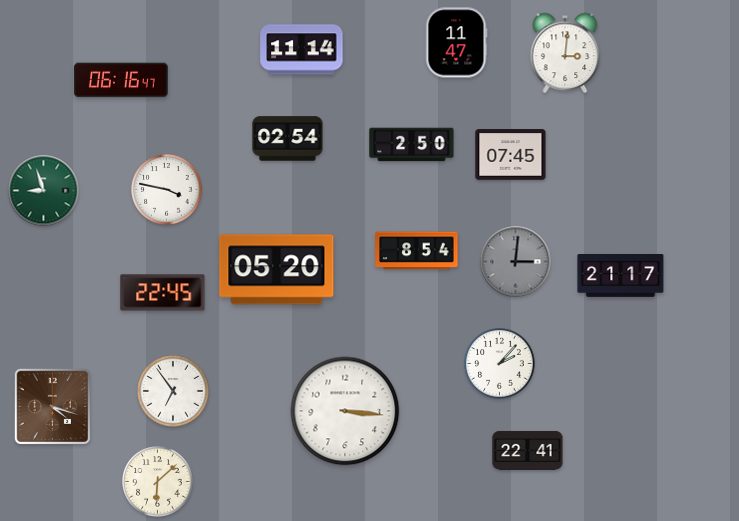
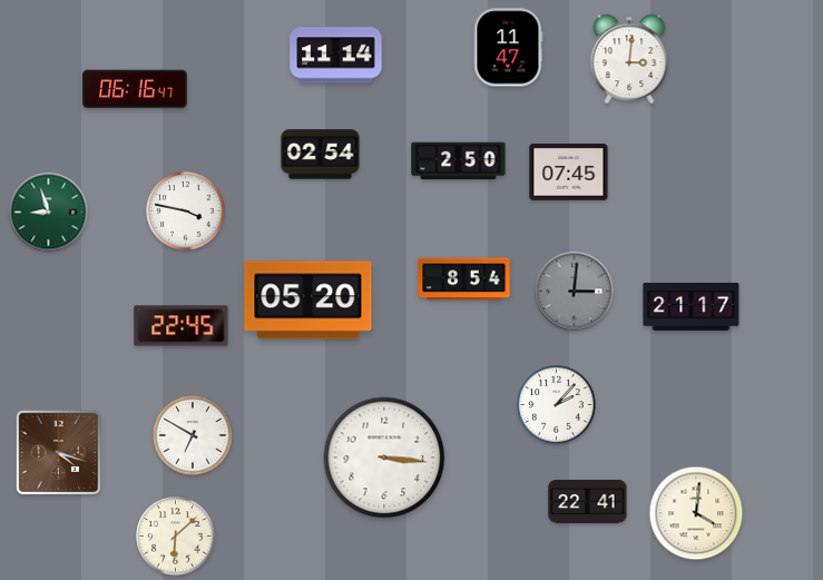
clock at (173, 391): 6:54 -> 6:50
clock at (696, 513): none -> 4:01
